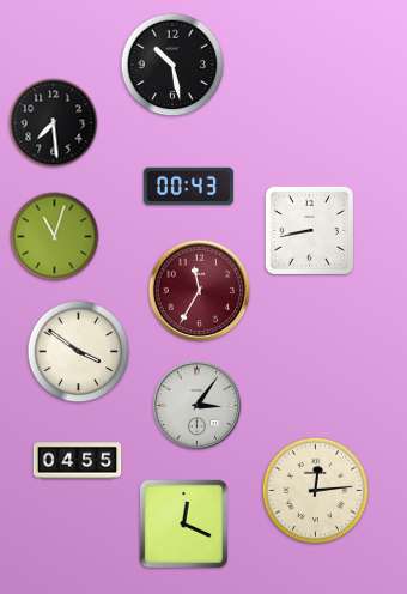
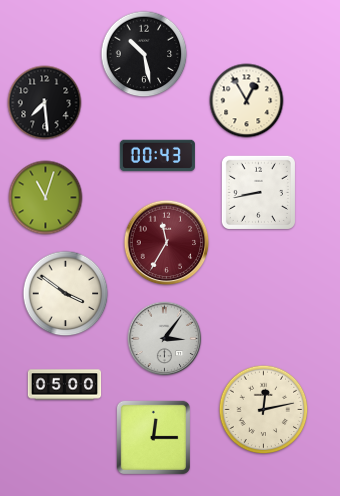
clock at (247, 101): none -> 12:55
clock at (78, 461): 04:55 -> 05:00
clock at (316, 491): 12:14 -> 12:13
clock at (183, 523): 12:19 -> 12:15
